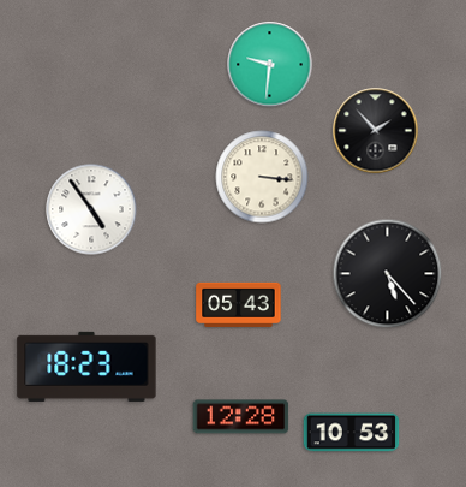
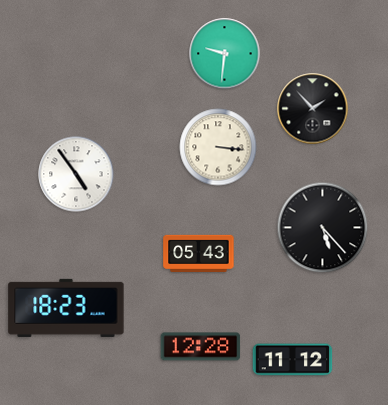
clock at (86, 367) position: (86, 367) -> (66, 308)
clock at (352, 433): 10:53 -> 11:12
